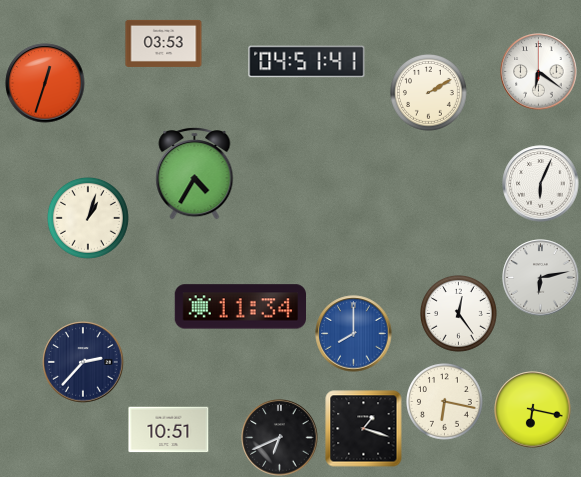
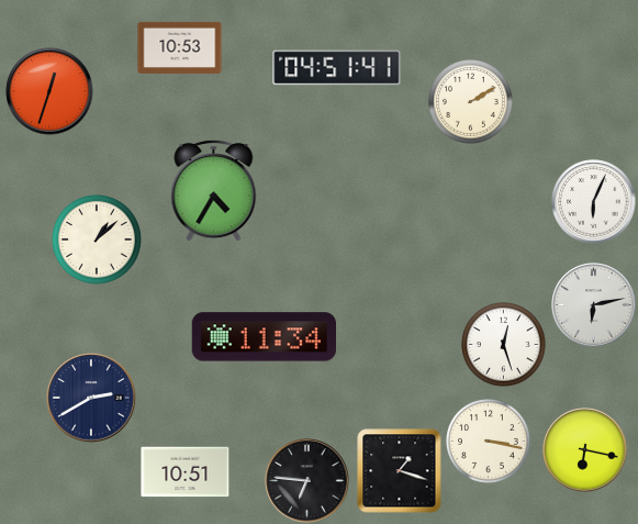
clock at (164, 43): 03:53 -> 10:53
clock at (539, 72): 6:21 -> none
clock at (88, 218): 1:03 -> 1:08
clock at (459, 314): 12:24 -> 12:27
clock at (354, 334): 8:00 -> none
clock at (83, 362): 2:37 -> 2:40
clock at (445, 402): 6:17 -> 3:17
clock at (280, 438): 6:41 -> 6:46
